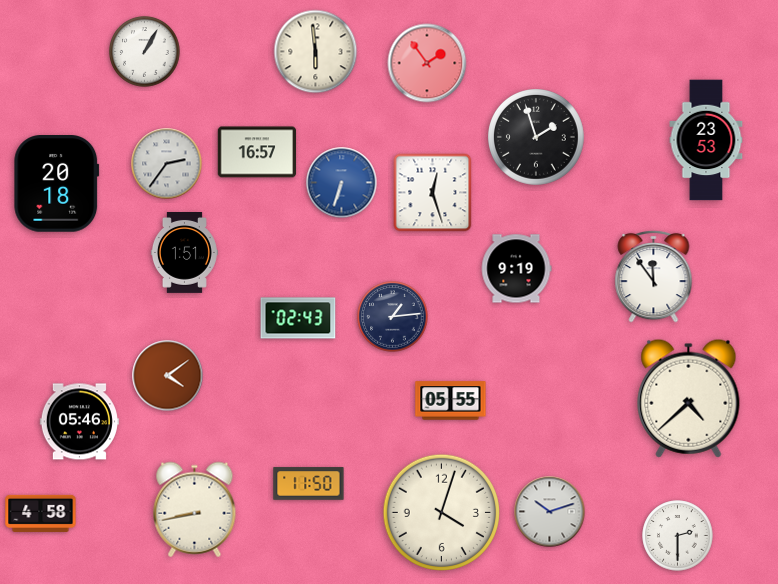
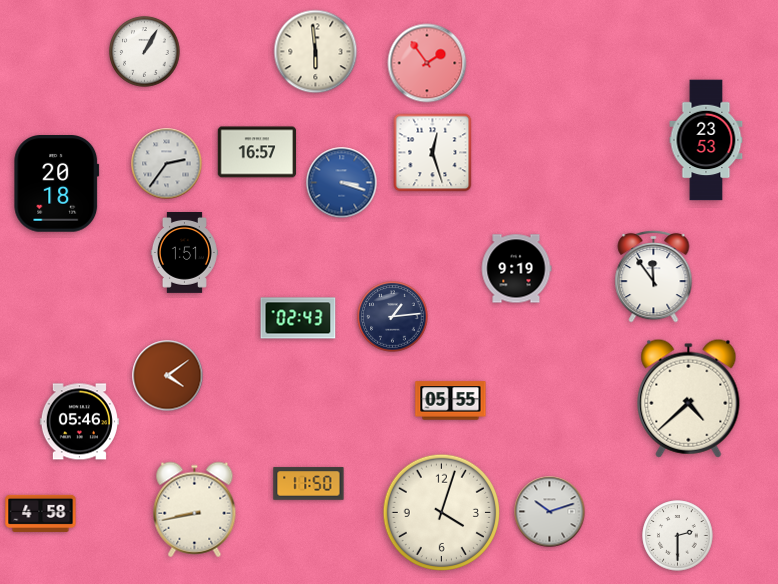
clock at (537, 138): 1:57 -> none
clock at (342, 183): 6:33 -> 3:18
clock at (433, 193) position: (433, 193) -> (433, 153)
